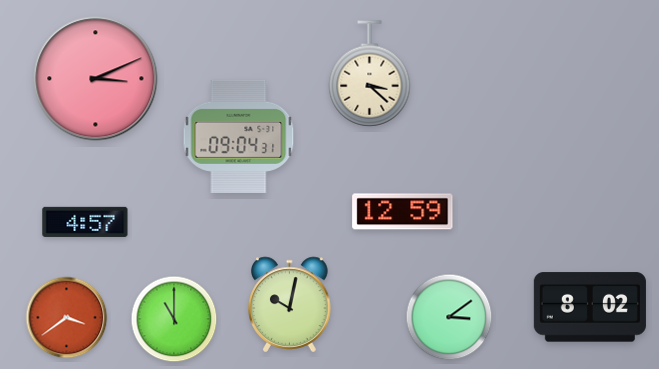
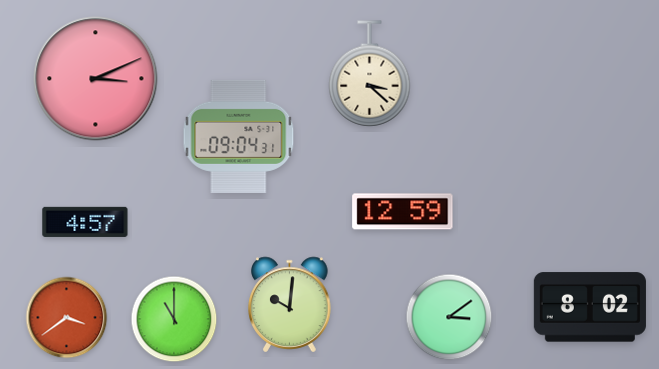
clock at (290, 305): 10:02 -> 10:01
